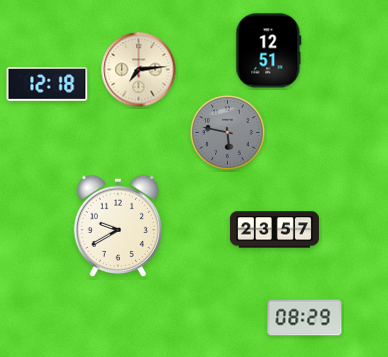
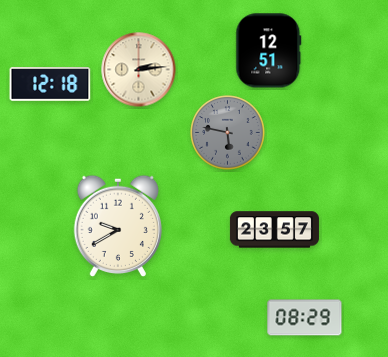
clock at (139, 70): 7:14 -> 2:14
clock at (47, 85) position: (47, 85) -> (50, 85)
